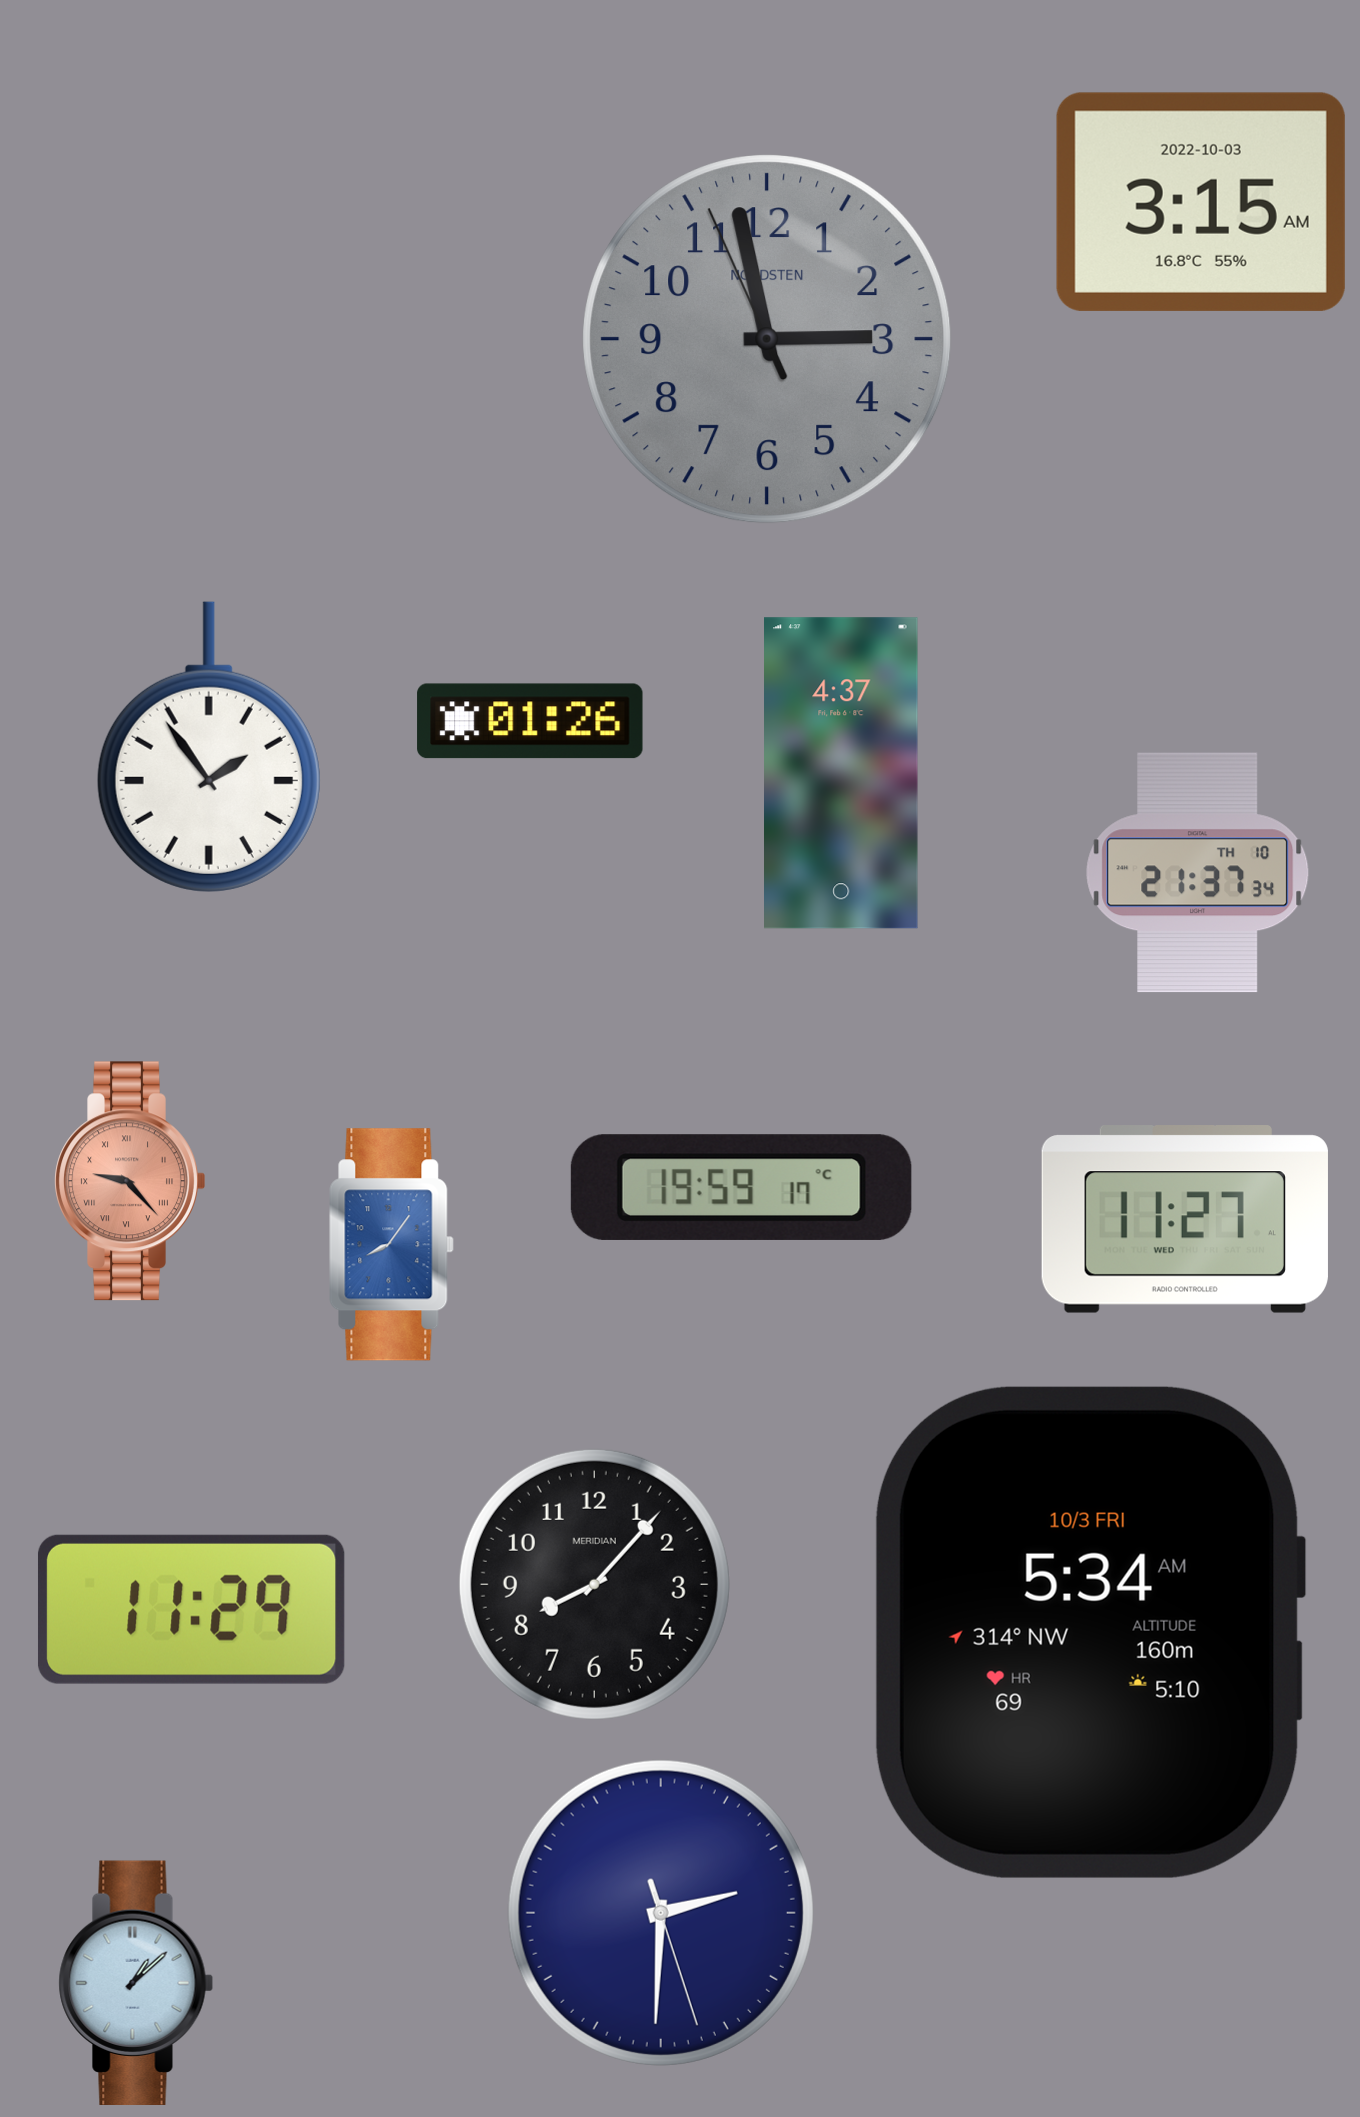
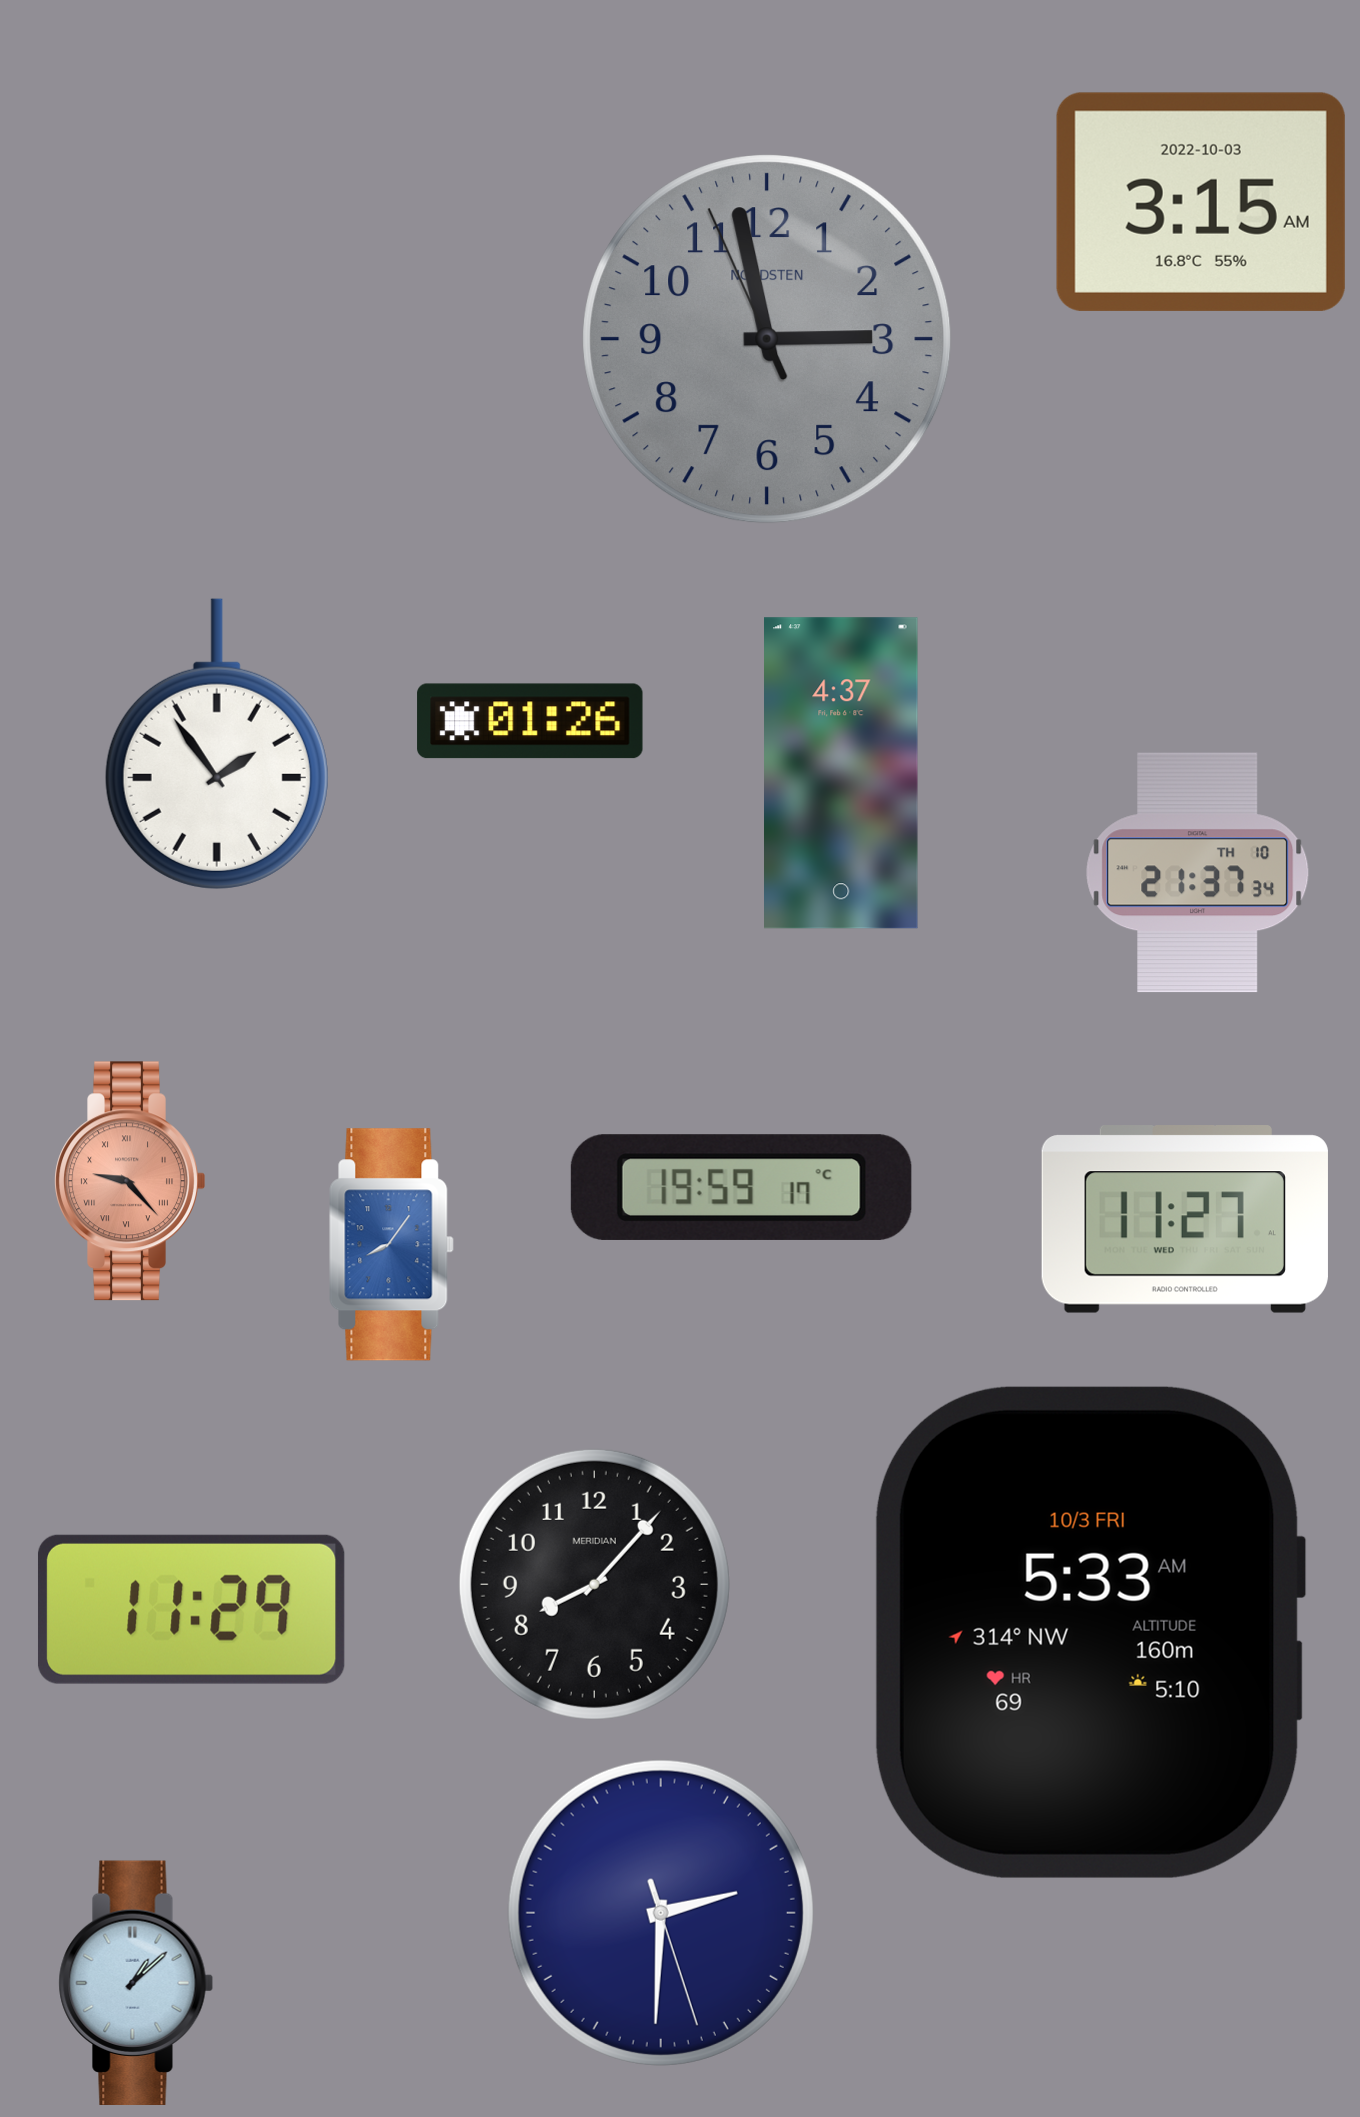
clock at (209, 747) position: (209, 747) -> (217, 744)
clock at (1090, 1632): 5:34 -> 5:33
